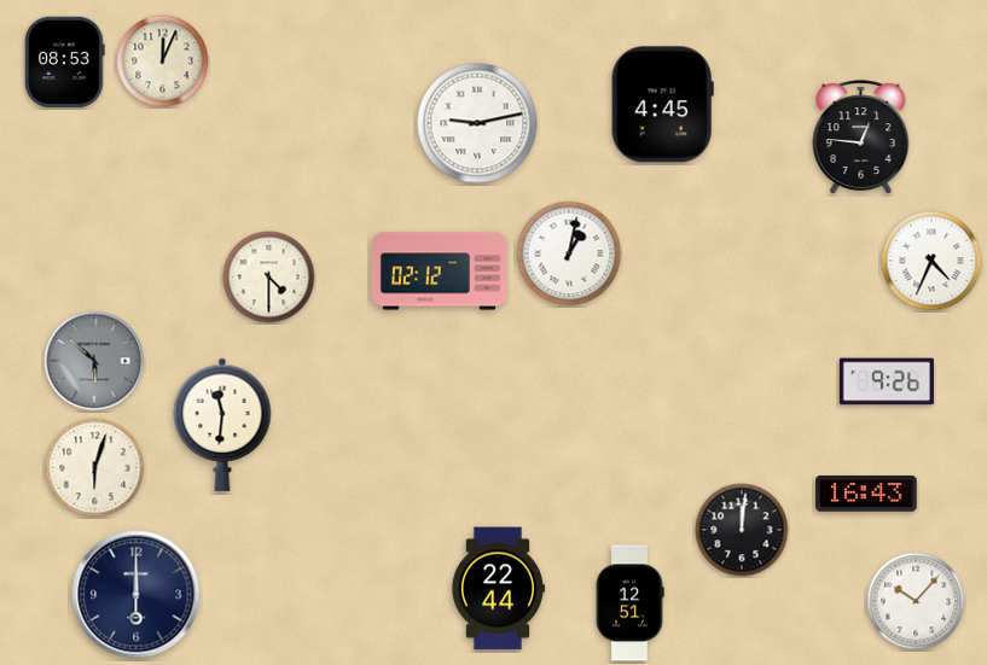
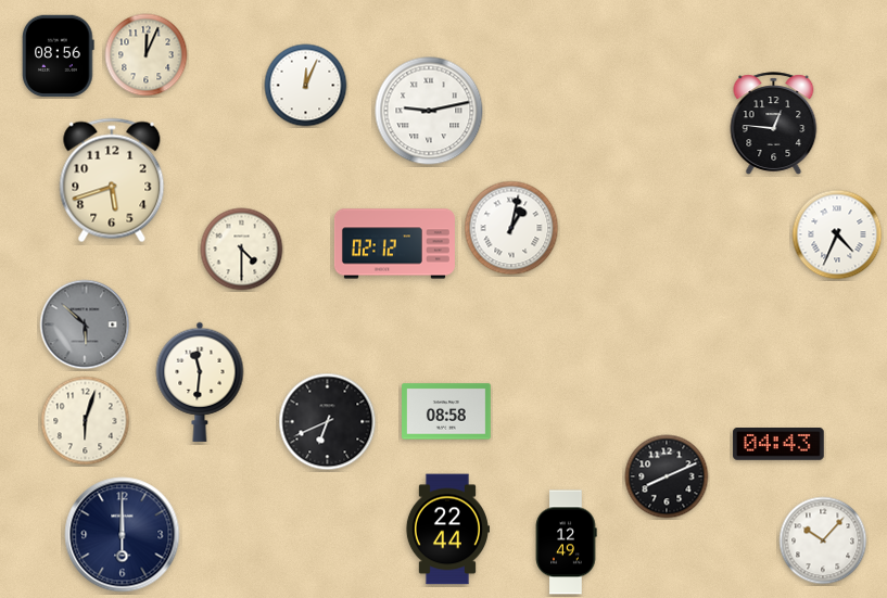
clock at (65, 63): 08:53 -> 08:56
clock at (306, 86): none -> 12:04
clock at (662, 105): 4:45 -> none
clock at (112, 180): none -> 5:42
clock at (887, 381): 9:26 -> none
clock at (447, 411): none -> 08:58
clock at (328, 422): none -> 6:41
clock at (866, 495): 16:43 -> 04:43
clock at (742, 530): 12:01 -> 8:11
clock at (629, 603): 12:51 -> 12:49
